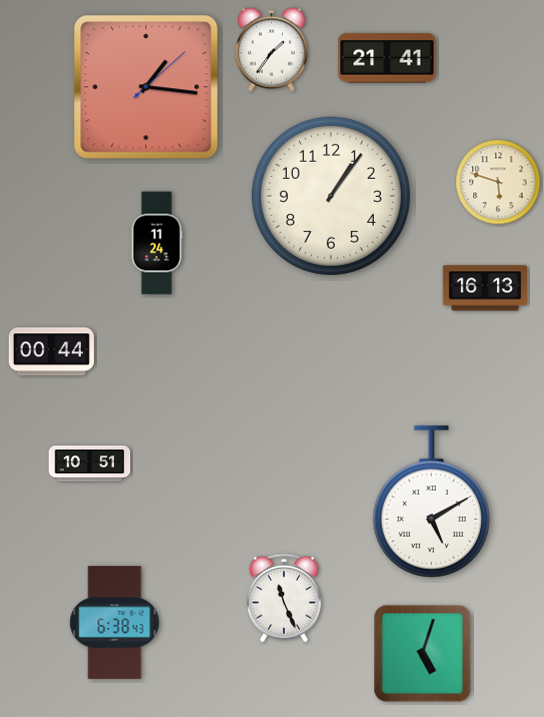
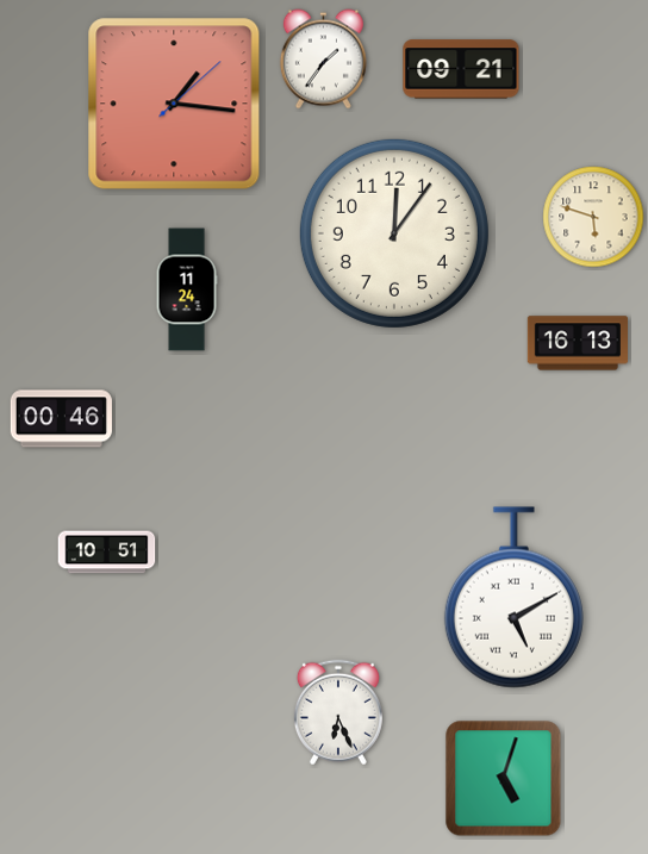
clock at (387, 58): 21:41 -> 09:21
clock at (331, 196): 1:06 -> 12:06
clock at (51, 352): 00:44 -> 00:46
clock at (284, 598): 11:26 -> 6:26
clock at (115, 622): 6:38 -> none
